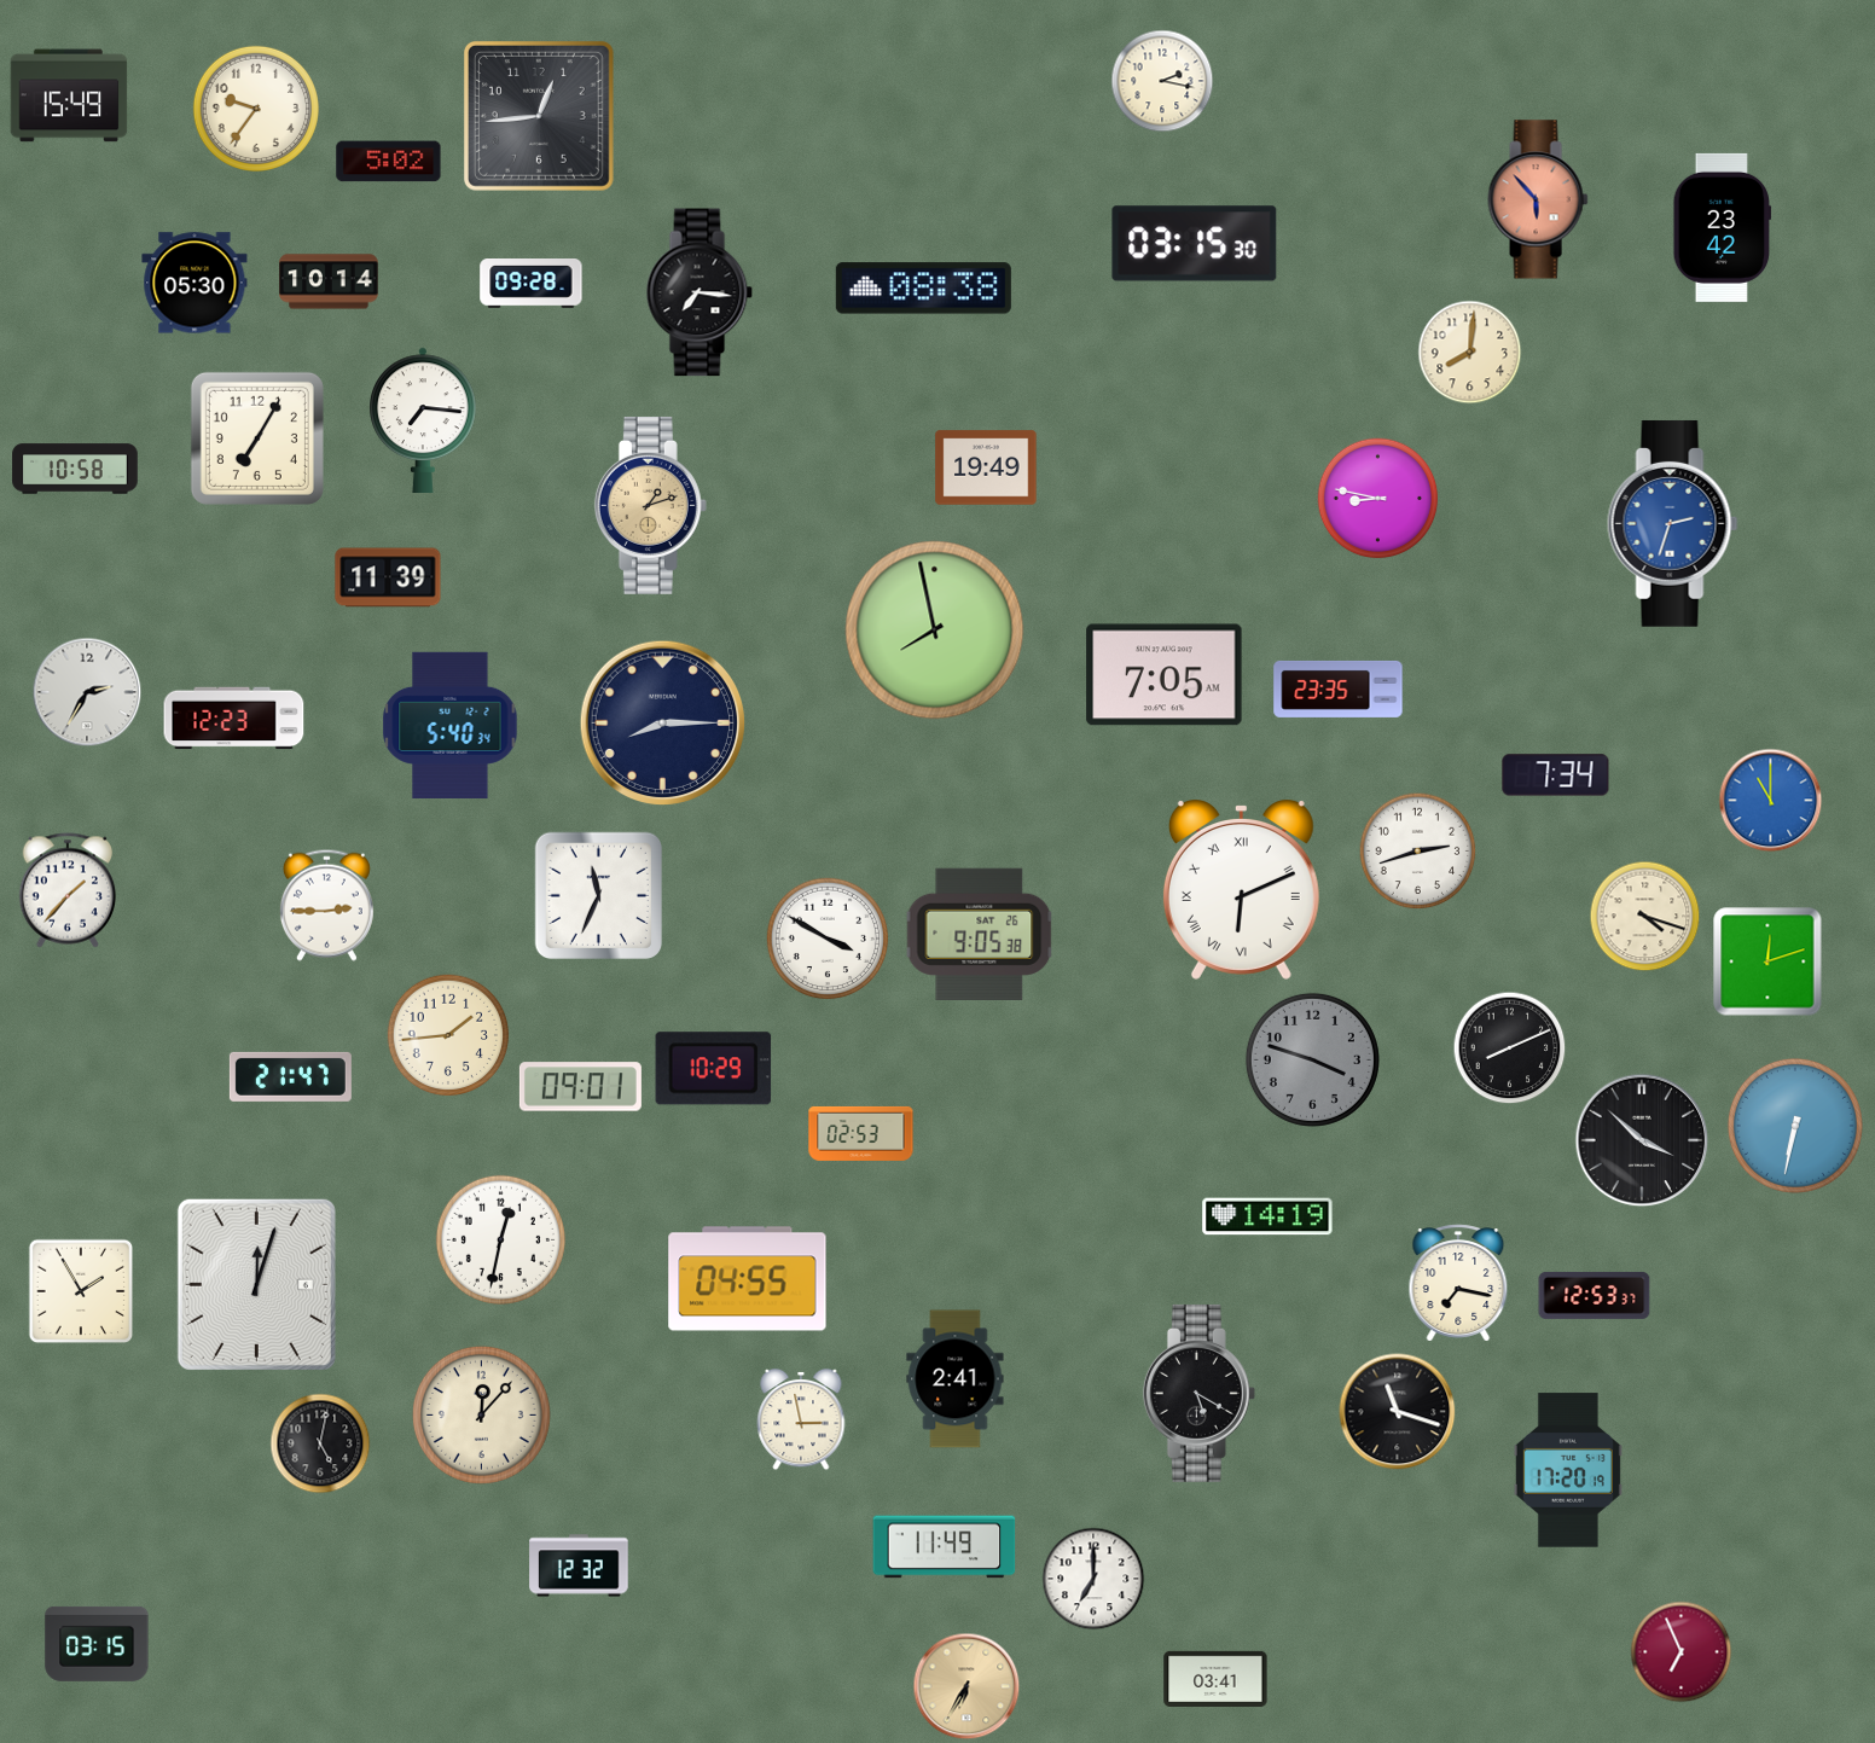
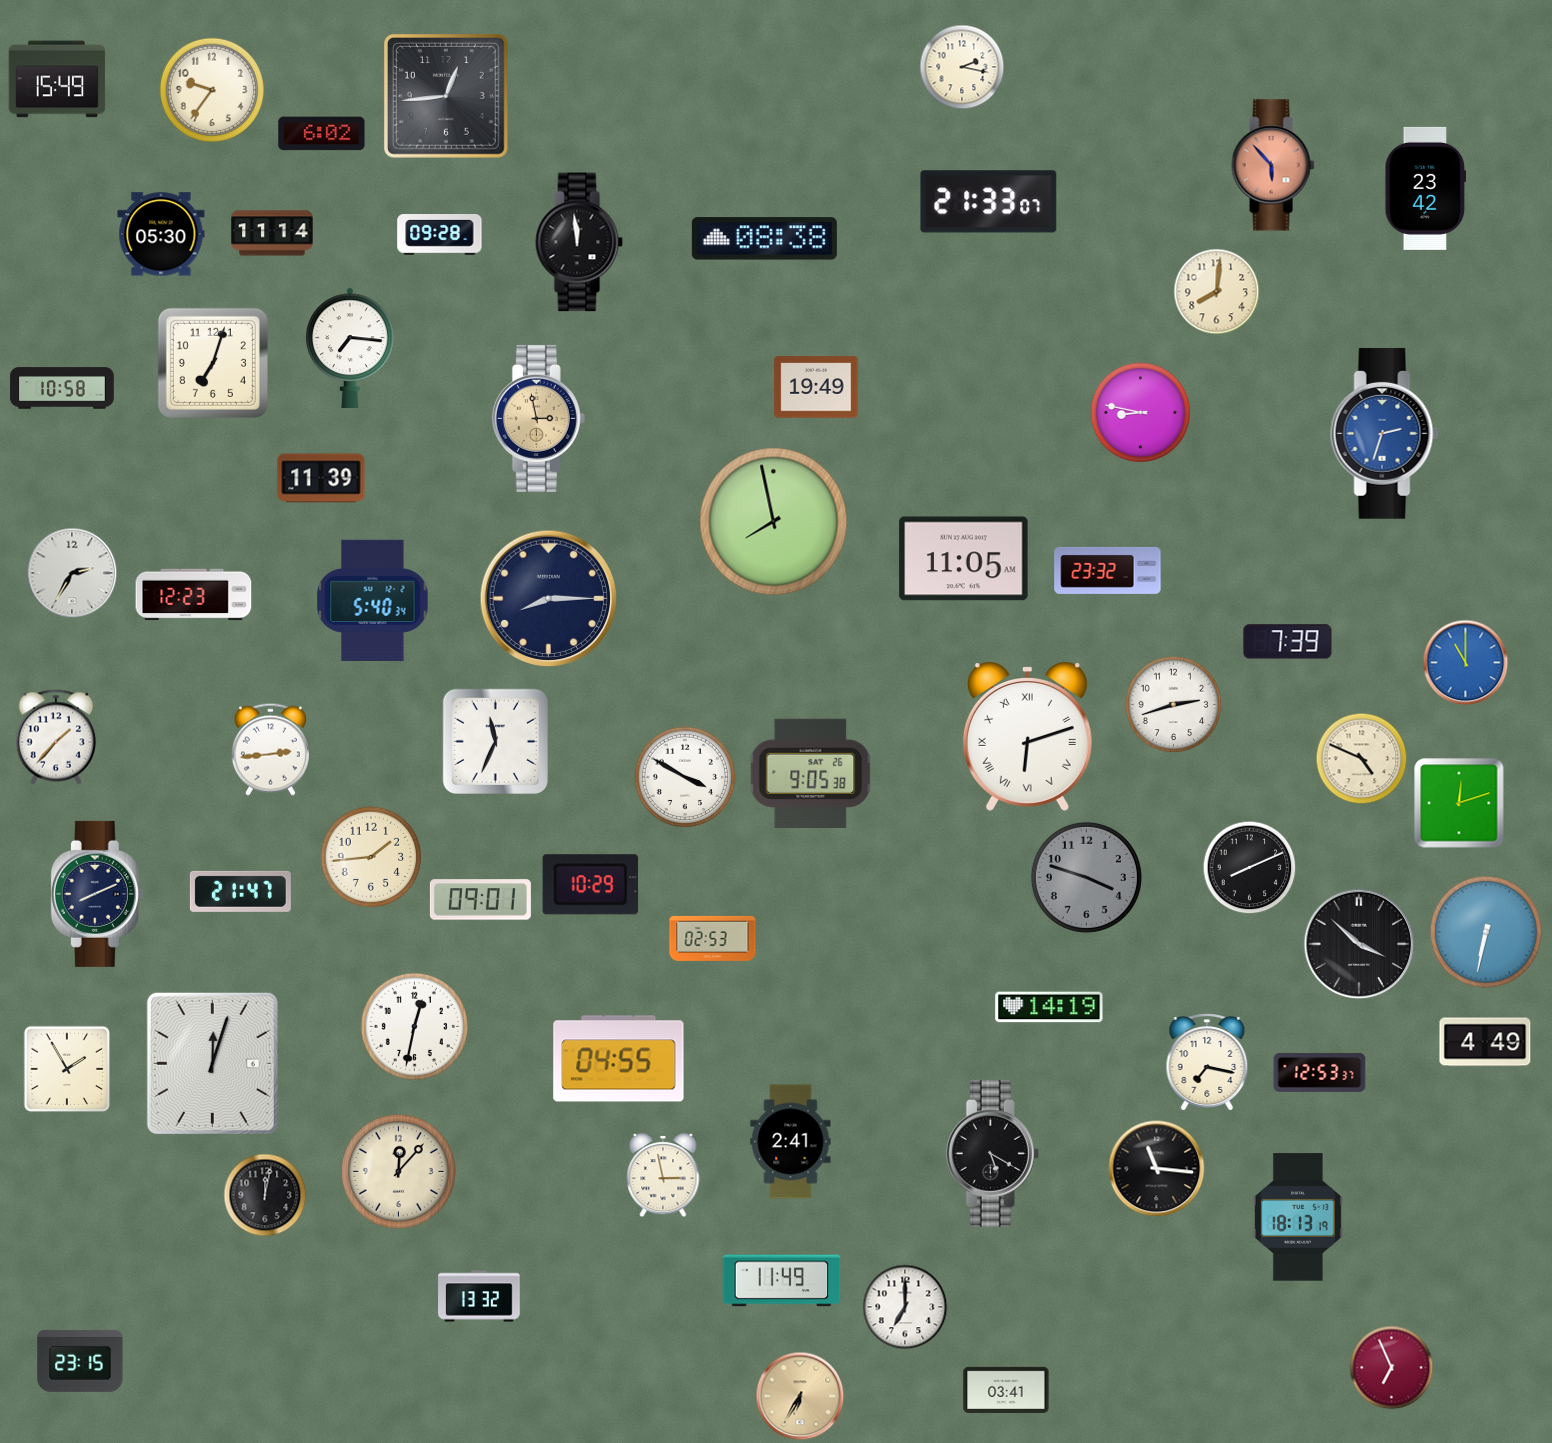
clock at (389, 162): 5:02 -> 6:02
clock at (1195, 244): 03:15 -> 21:33
clock at (329, 281): 10:14 -> 11:14
clock at (700, 292): 7:16 -> 11:59
clock at (257, 438): 7:05 -> 7:03
clock at (650, 505): 1:12 -> 2:58
clock at (1165, 675): 7:05 -> 11:05
clock at (1339, 689): 23:35 -> 23:32
clock at (1556, 775): 7:34 -> 7:39
clock at (1241, 889): 6:11 -> 6:12
clock at (326, 905): 2:45 -> 2:44
clock at (1645, 917): 4:18 -> 4:49
clock at (1767, 961) position: (1767, 961) -> (1459, 803)
clock at (97, 894): none -> 8:11
clock at (1485, 1042): none -> 4:49
clock at (1398, 1412): 11:18 -> 11:16
clock at (320, 1443): 5:02 -> 12:02
clock at (1568, 1470): 17:20 -> 18:13
clock at (579, 1565): 12:32 -> 13:32
clock at (97, 1644): 03:15 -> 23:15
